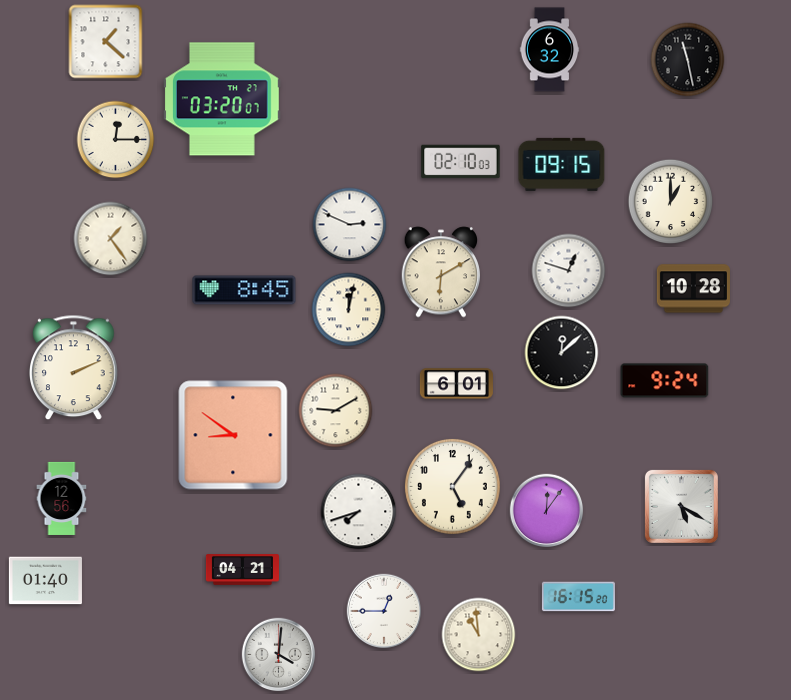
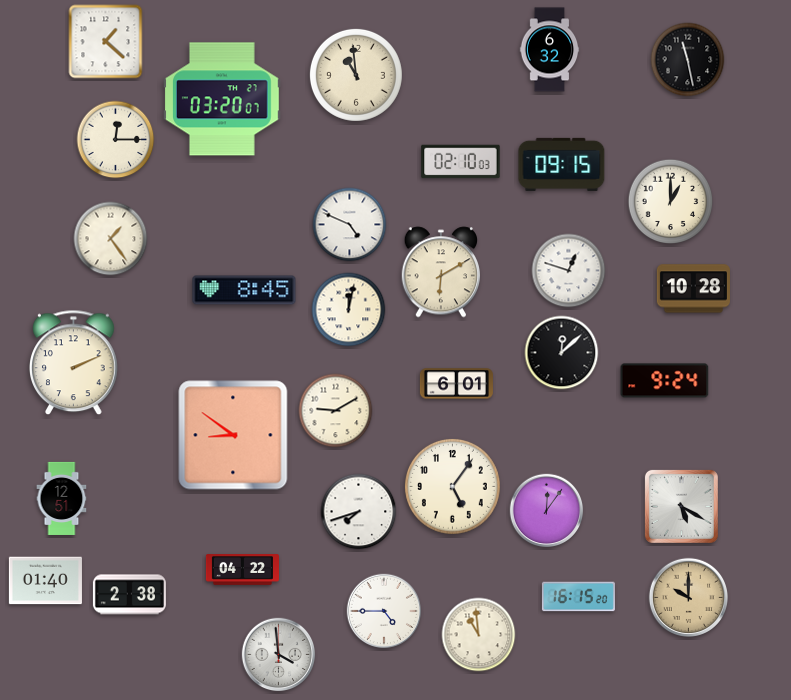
clock at (356, 75): none -> 10:59
clock at (350, 225): 2:49 -> 4:49
clock at (74, 368) position: (74, 368) -> (74, 363)
clock at (62, 498): 12:56 -> 12:51
clock at (242, 570): 04:21 -> 04:22
clock at (129, 595): none -> 2:38
clock at (688, 597): none -> 10:00
clock at (384, 611): 12:45 -> 4:45
clock at (279, 655): 4:01 -> 3:59
